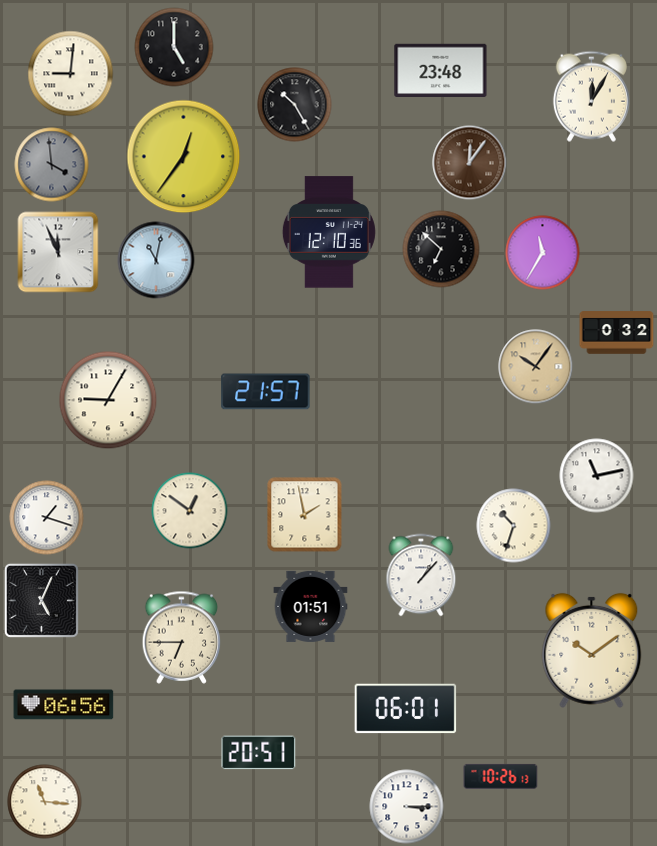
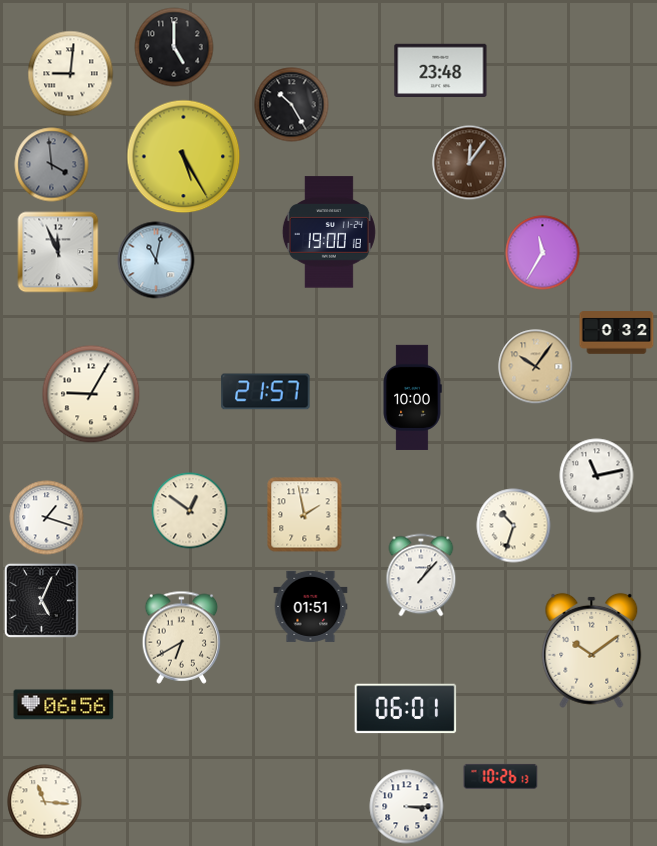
clock at (591, 96): 12:05 -> none
clock at (295, 105) position: (295, 105) -> (292, 105)
clock at (184, 157): 12:36 -> 5:25
clock at (329, 232): 12:10 -> 19:00
clock at (441, 249): 6:52 -> none
clock at (412, 397): none -> 10:00
clock at (108, 400) position: (108, 400) -> (91, 394)
clock at (182, 637): 6:45 -> 6:40
clock at (259, 753): 20:51 -> none
